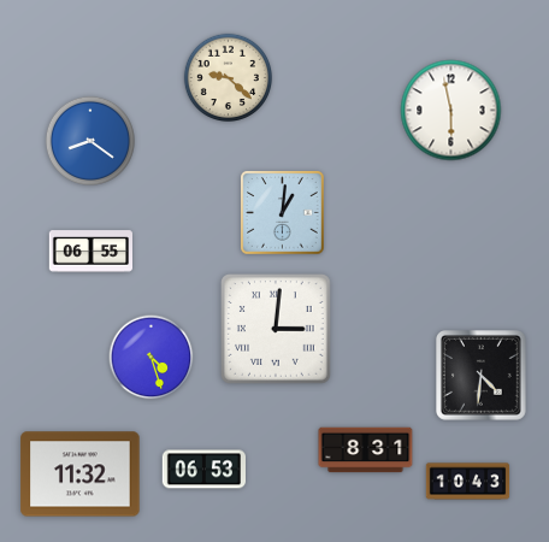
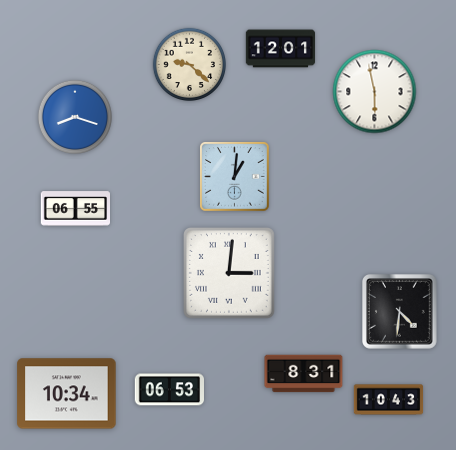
clock at (281, 49): none -> 12:01
clock at (90, 141): 8:21 -> 8:18
clock at (152, 358): 4:27 -> none
clock at (81, 475): 11:32 -> 10:34
